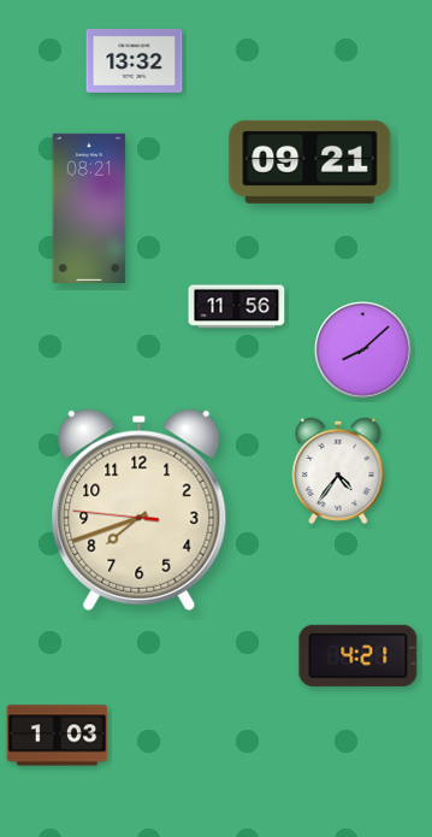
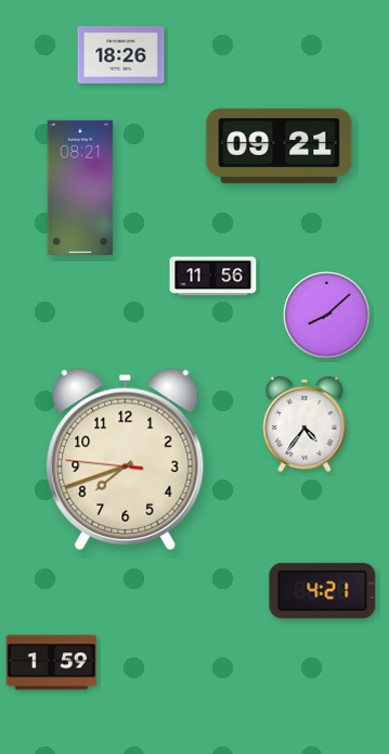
clock at (135, 60): 13:32 -> 18:26
clock at (58, 736): 1:03 -> 1:59
